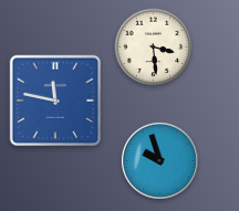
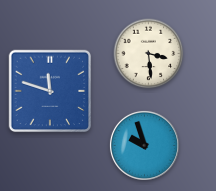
clock at (154, 48) position: (154, 48) -> (149, 54)
clock at (55, 101): 11:47 -> 11:48
